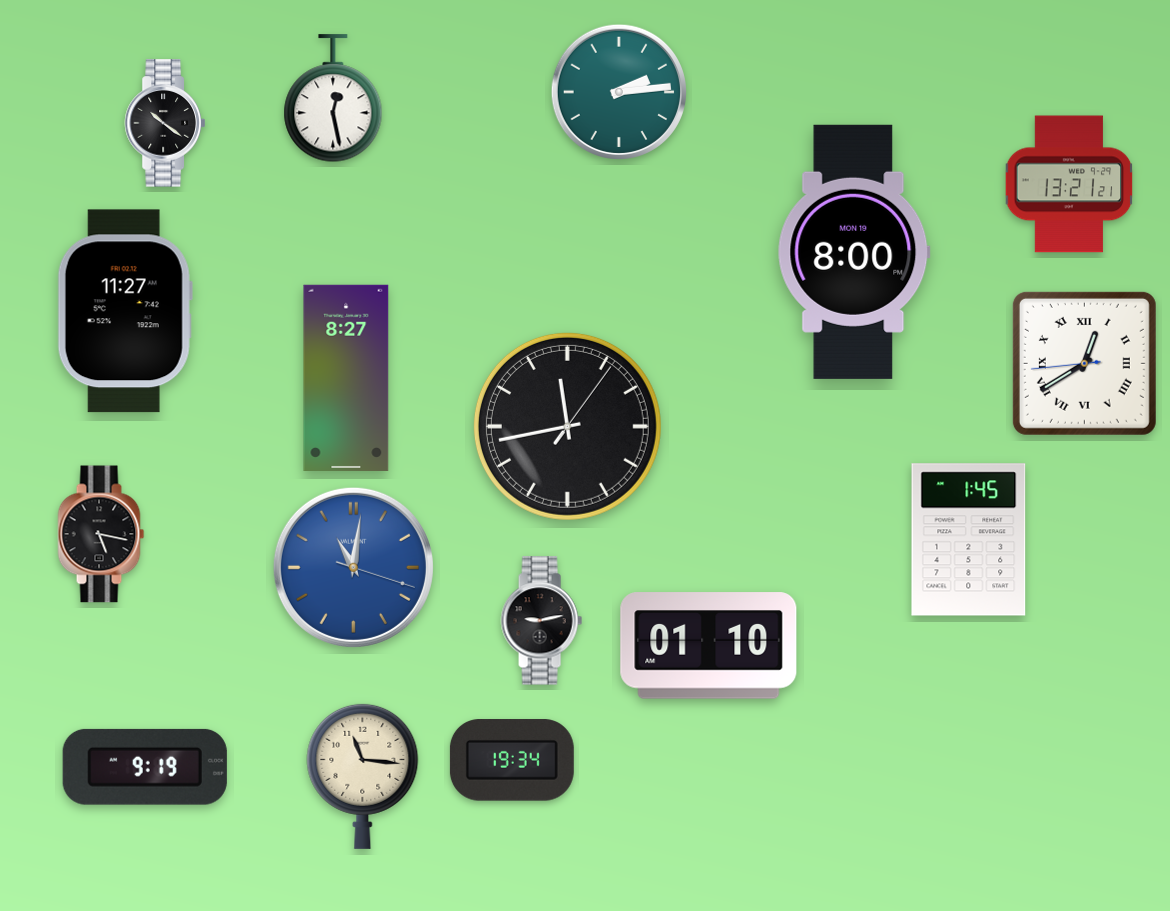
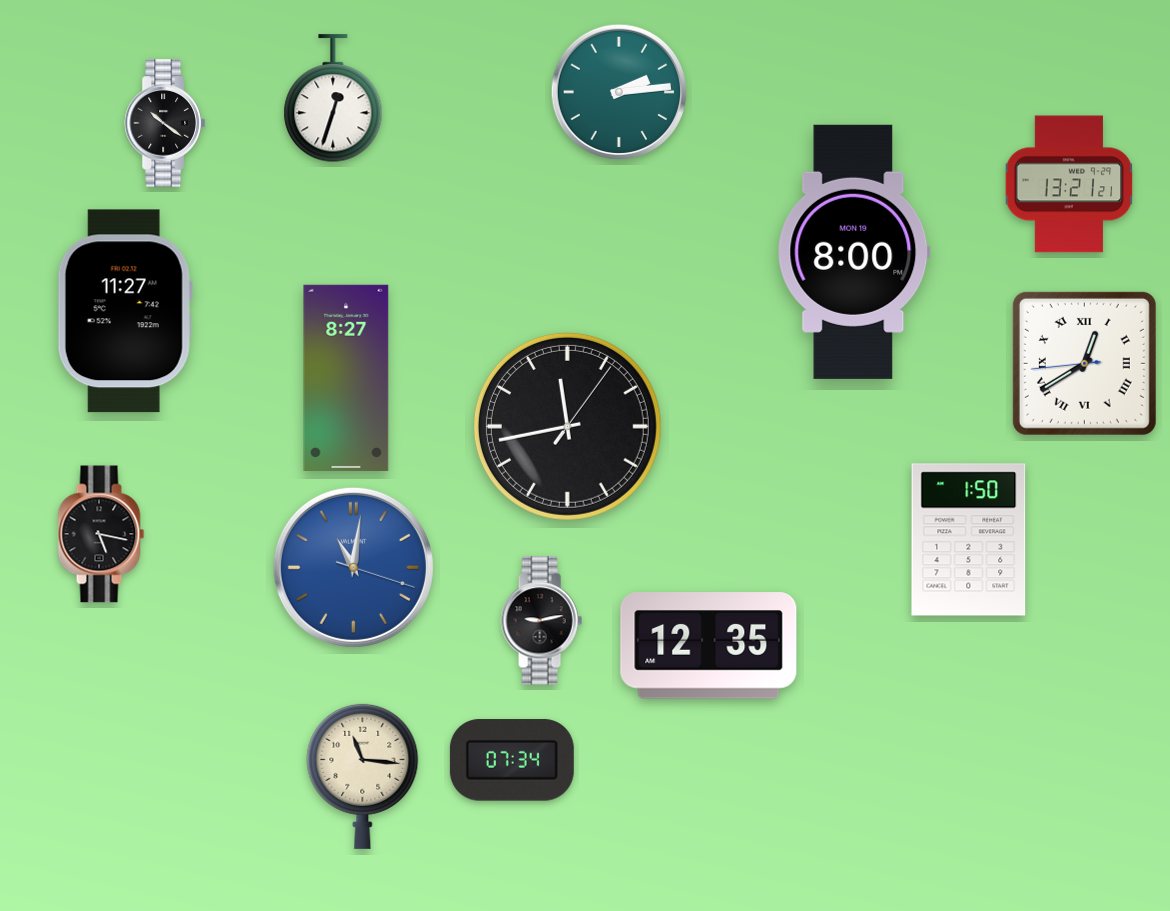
clock at (333, 99): 12:28 -> 12:33
clock at (969, 540): 1:45 -> 1:50
clock at (709, 646): 01:10 -> 12:35
clock at (512, 760): 19:34 -> 07:34
clock at (145, 767): 9:19 -> none
